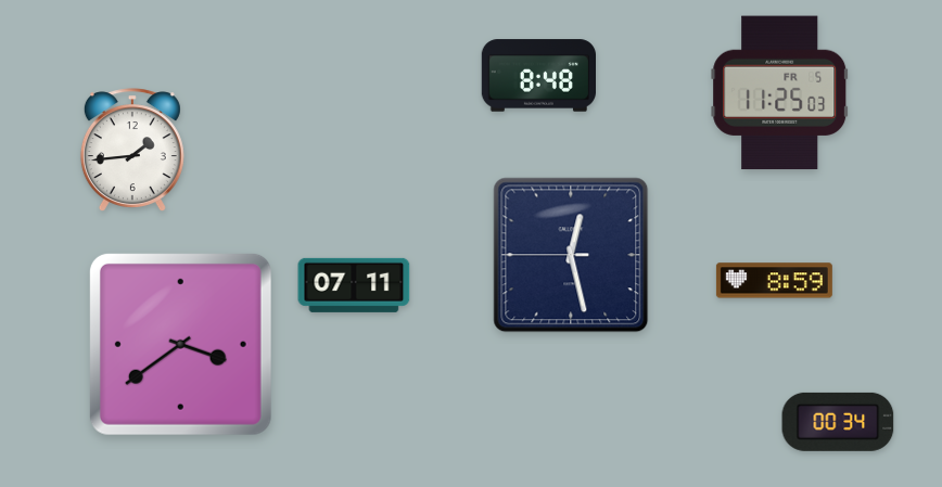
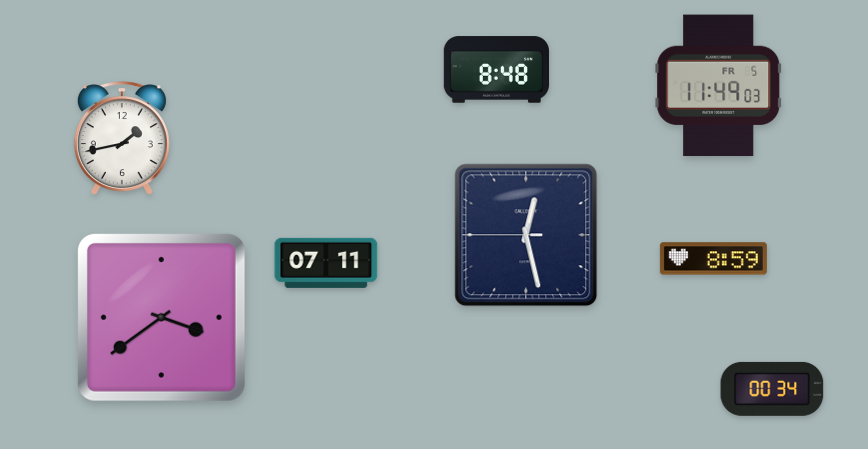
clock at (780, 93): 11:25 -> 11:49
clock at (132, 150): 1:44 -> 1:43
clock at (180, 344) position: (180, 344) -> (161, 317)
